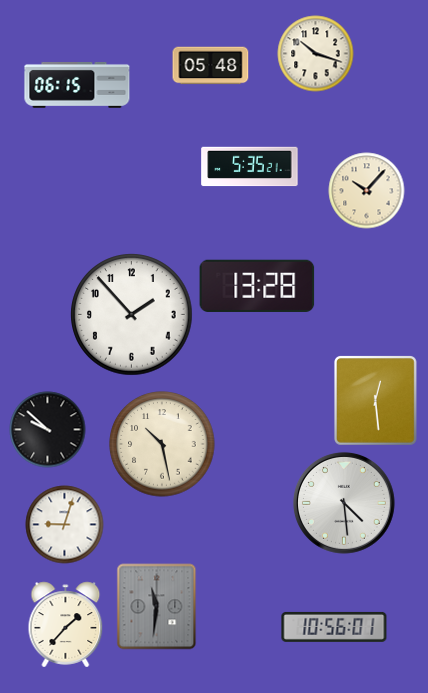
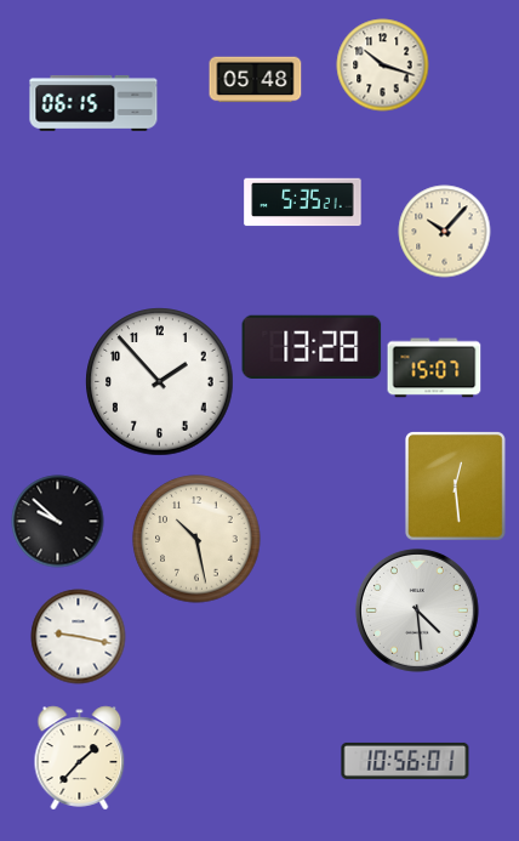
clock at (434, 368): none -> 15:07
clock at (65, 525): 9:03 -> 9:17
clock at (157, 607): 11:31 -> none
